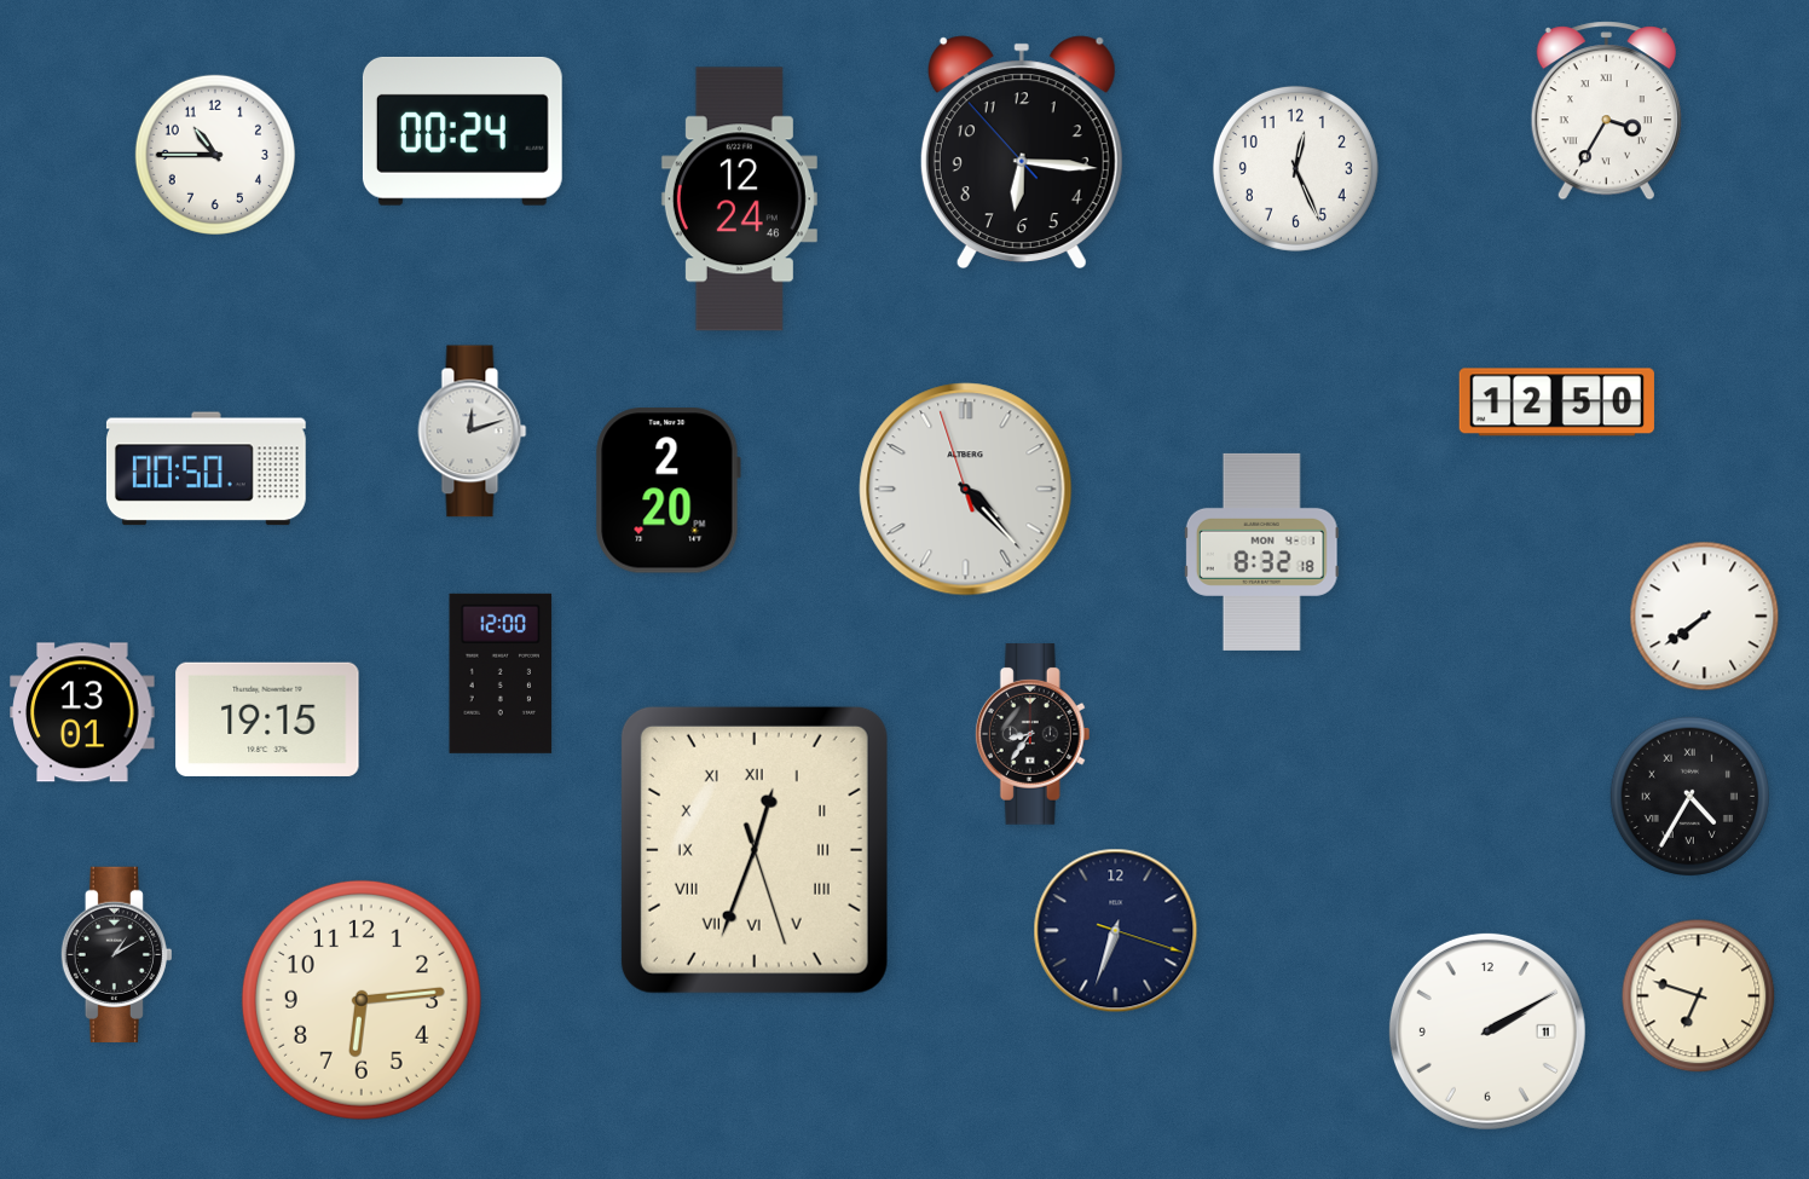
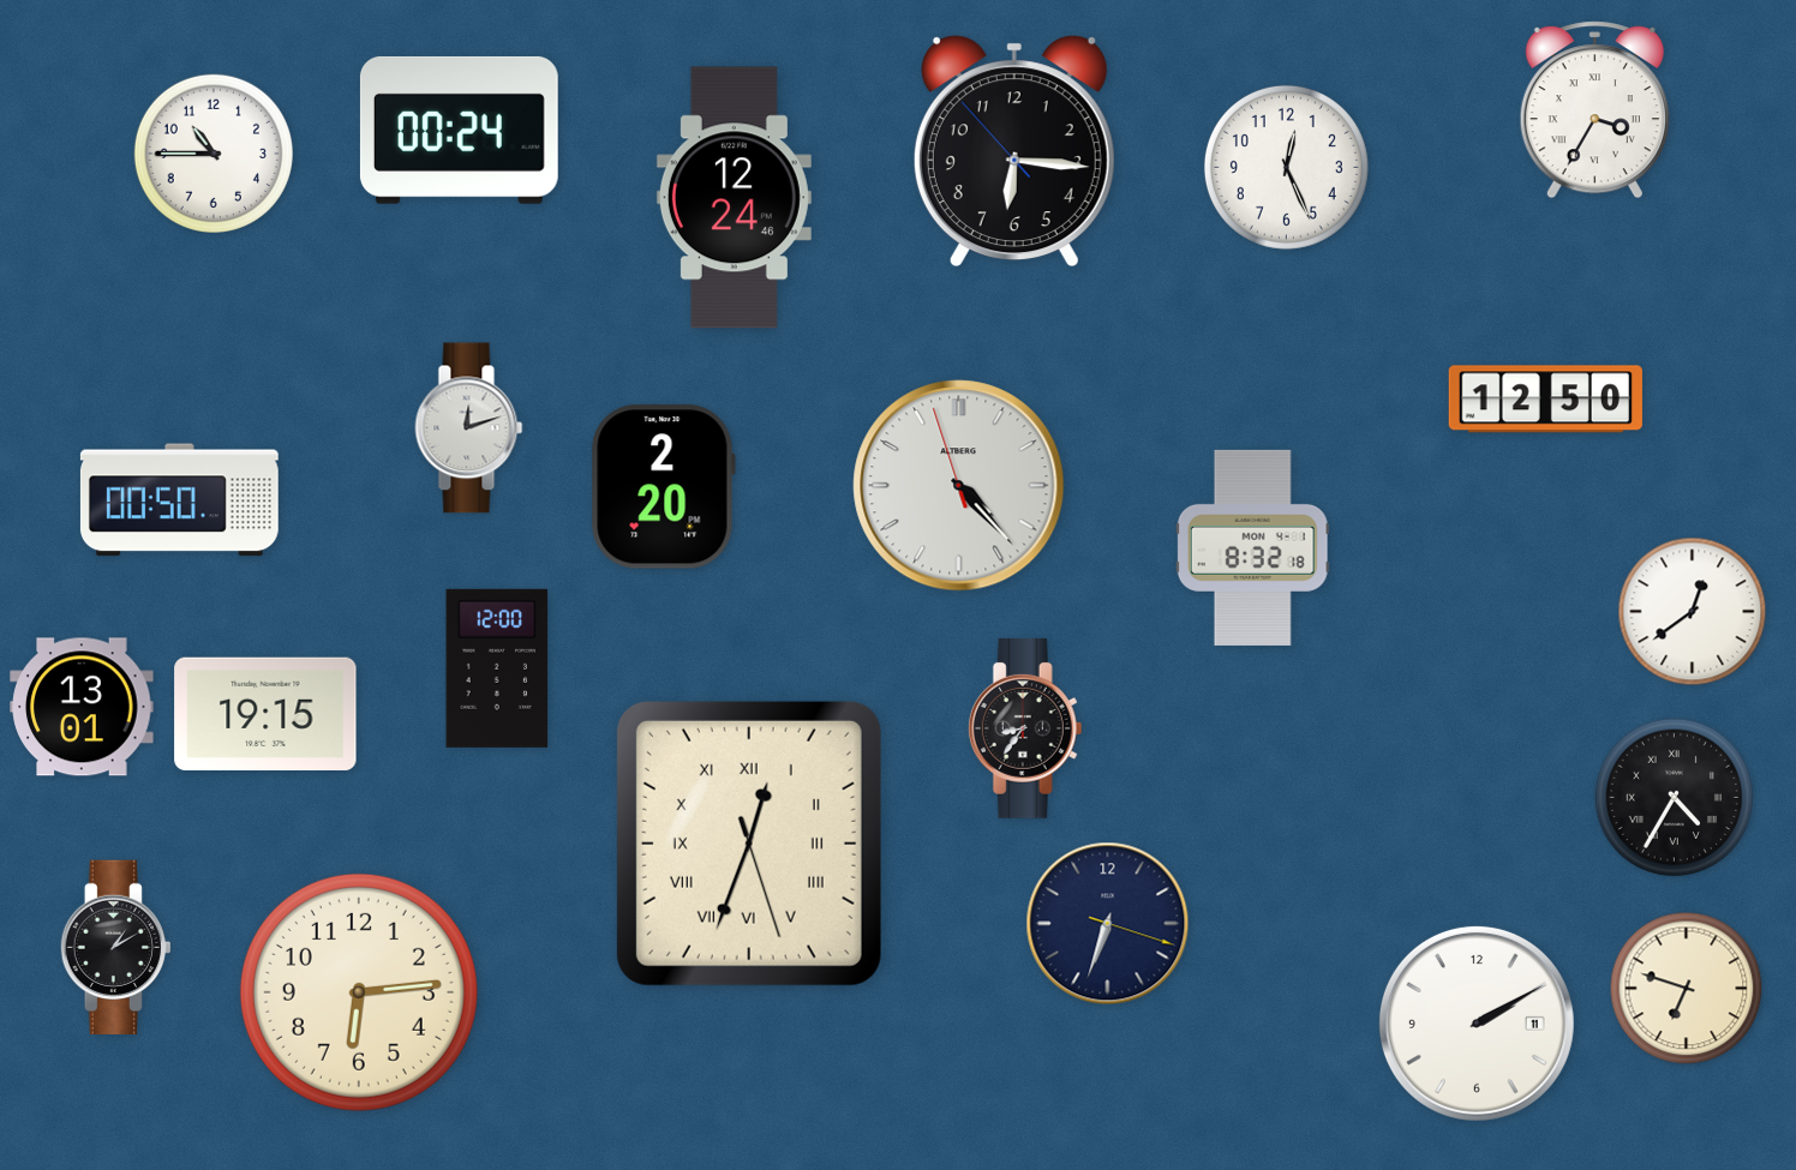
clock at (206, 469) position: (206, 469) -> (179, 500)
clock at (1705, 617): 7:39 -> 12:39
clock at (1689, 796) position: (1689, 796) -> (1674, 797)
